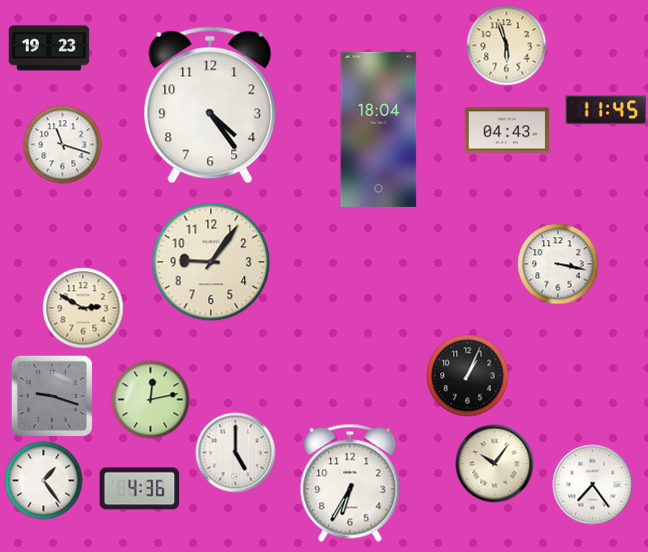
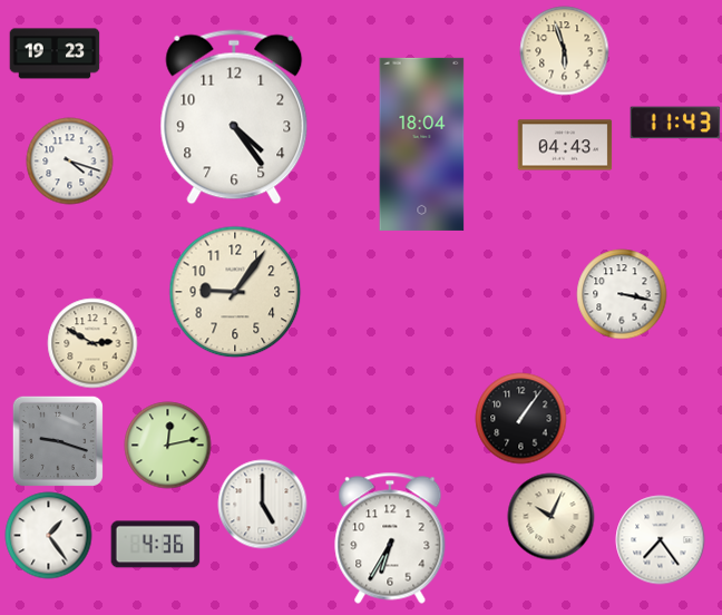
clock at (606, 110): 11:45 -> 11:43
clock at (62, 144): 11:18 -> 4:18
clock at (467, 375): 1:04 -> 1:06
clock at (494, 463): 10:06 -> 10:04
